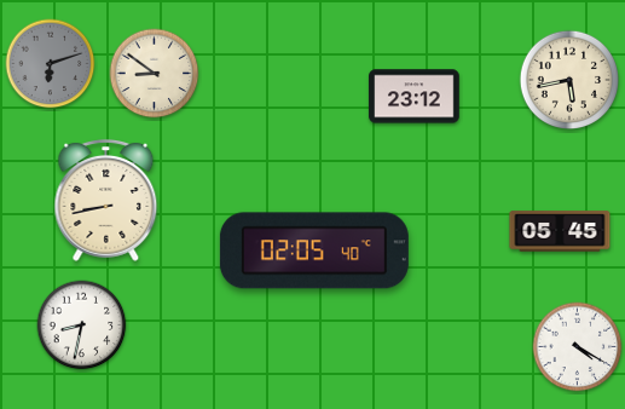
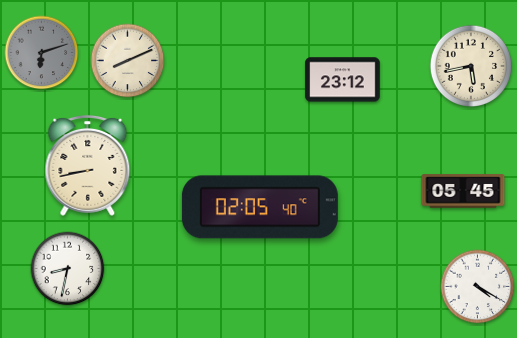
clock at (155, 74): 8:51 -> 8:11
